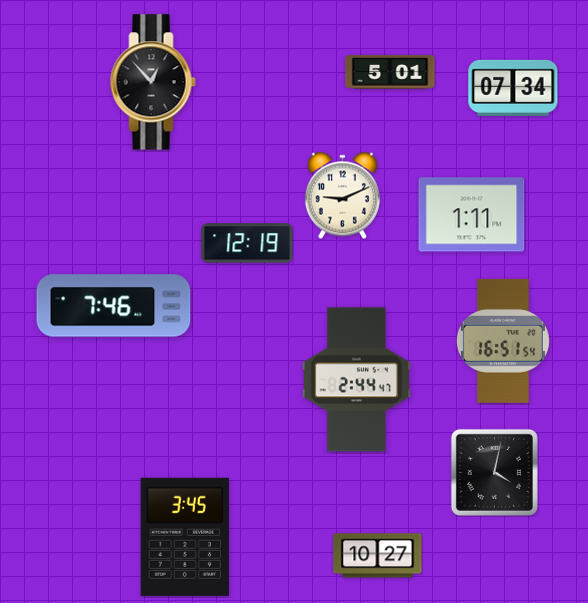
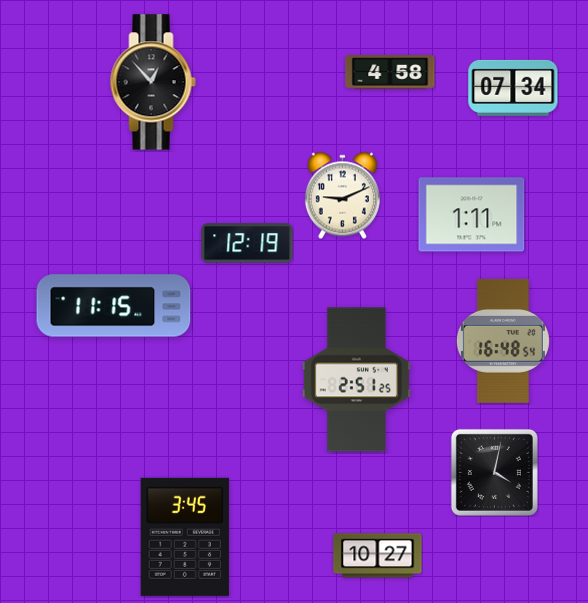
clock at (390, 72): 5:01 -> 4:58
clock at (114, 306): 7:46 -> 11:15
clock at (503, 341): 16:51 -> 16:48
clock at (356, 380): 2:44 -> 2:51
